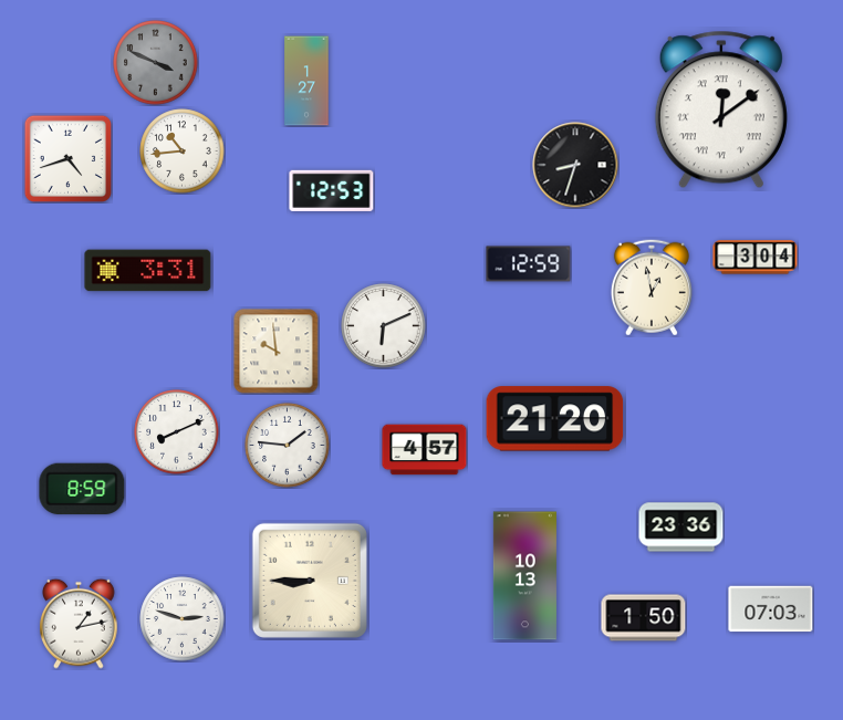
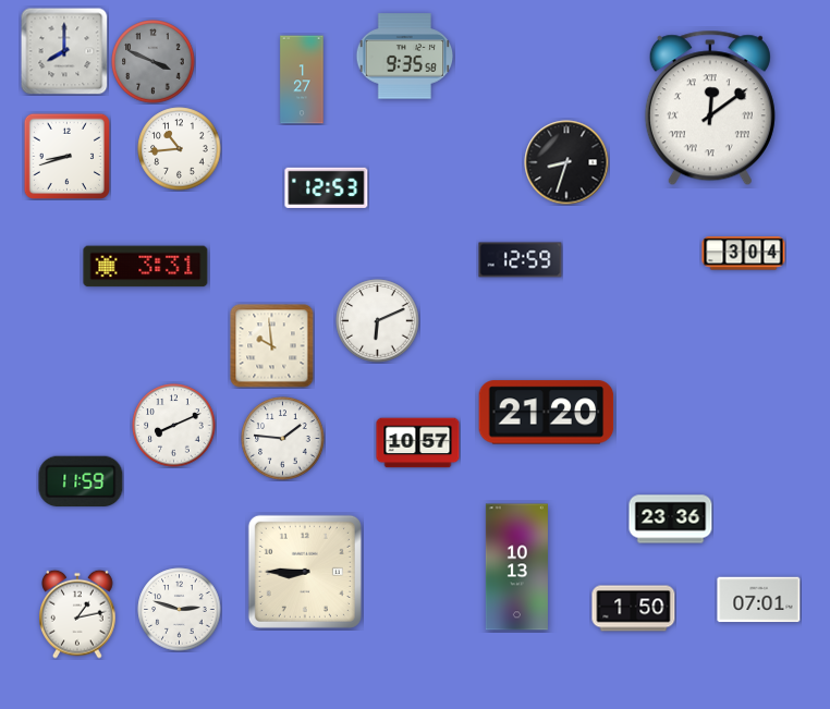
clock at (64, 51): none -> 8:00
clock at (405, 57): none -> 9:35
clock at (67, 158): 4:42 -> 8:42
clock at (652, 288): 12:58 -> none
clock at (425, 450): 4:57 -> 10:57
clock at (82, 489): 8:59 -> 11:59
clock at (771, 609): 07:03 -> 07:01
